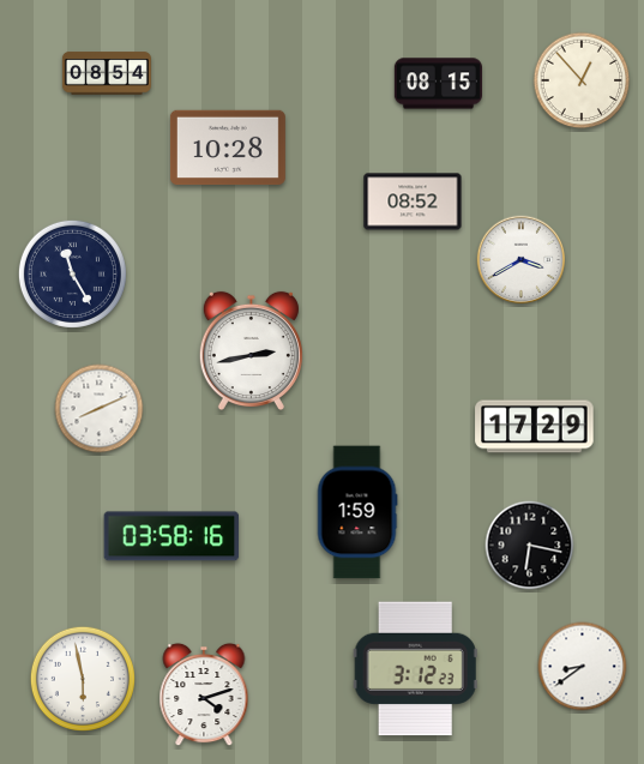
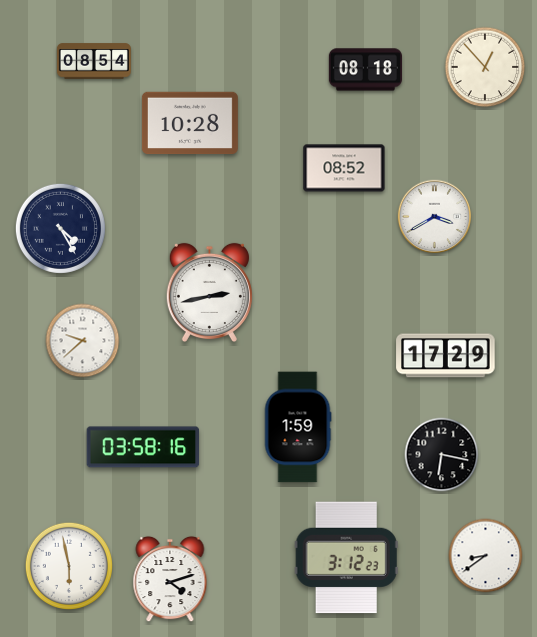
clock at (107, 73) position: (107, 73) -> (94, 61)
clock at (438, 84): 08:15 -> 08:18
clock at (72, 273): 11:25 -> 4:25
clock at (100, 409): 8:11 -> 9:38
